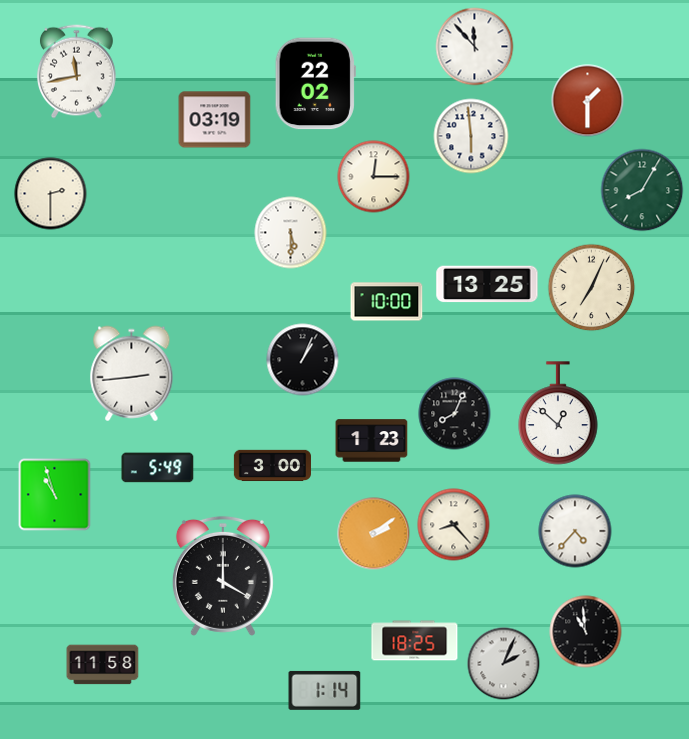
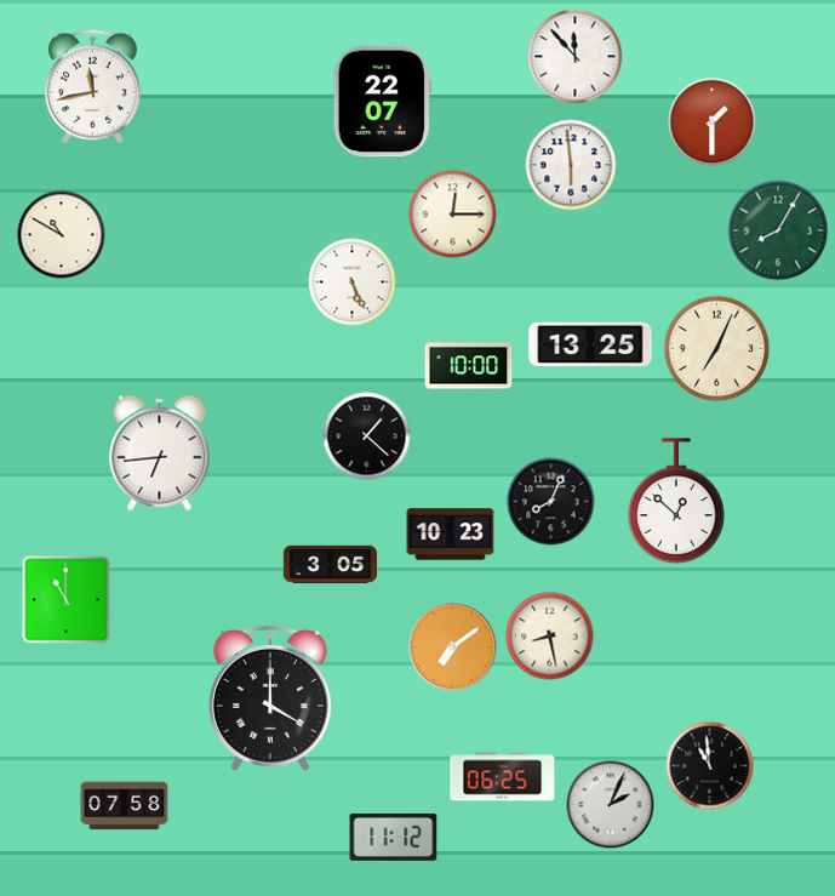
clock at (315, 84): 22:02 -> 22:07
clock at (215, 120): 03:19 -> none
clock at (51, 194): 2:30 -> 10:50
clock at (291, 233): 5:30 -> 5:26
clock at (303, 360): 1:04 -> 1:22
clock at (132, 374): 2:44 -> 6:44
clock at (372, 441): 1:23 -> 10:23
clock at (272, 466): 3:00 -> 3:05
clock at (158, 468): 5:49 -> none
clock at (55, 495): 10:57 -> 11:00
clock at (454, 525): 8:23 -> 8:28
clock at (575, 531): 4:37 -> none
clock at (374, 534): 2:09 -> 7:09
clock at (415, 641): 18:25 -> 06:25
clock at (103, 665): 11:58 -> 07:58
clock at (325, 690): 1:14 -> 11:12
